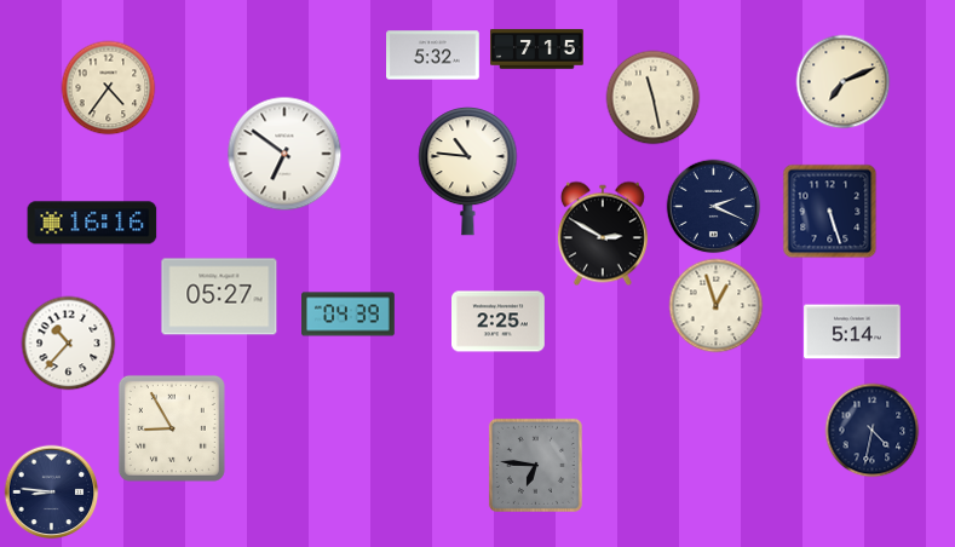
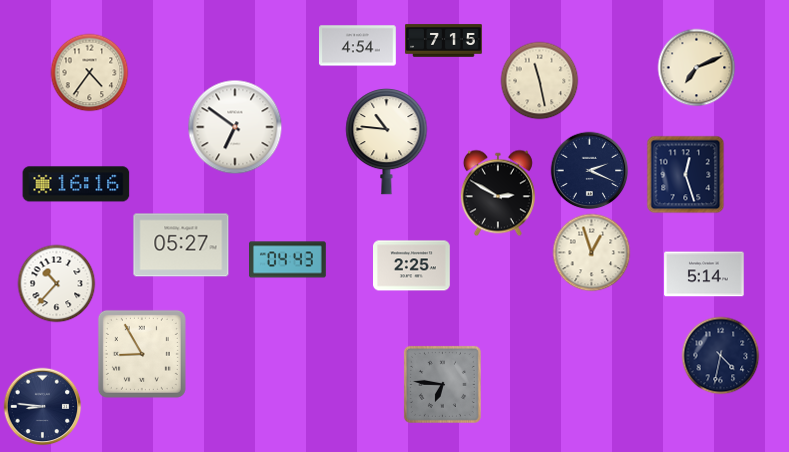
clock at (433, 56): 5:32 -> 4:54
clock at (829, 211): 5:27 -> 12:27
clock at (349, 315): 04:39 -> 04:43
